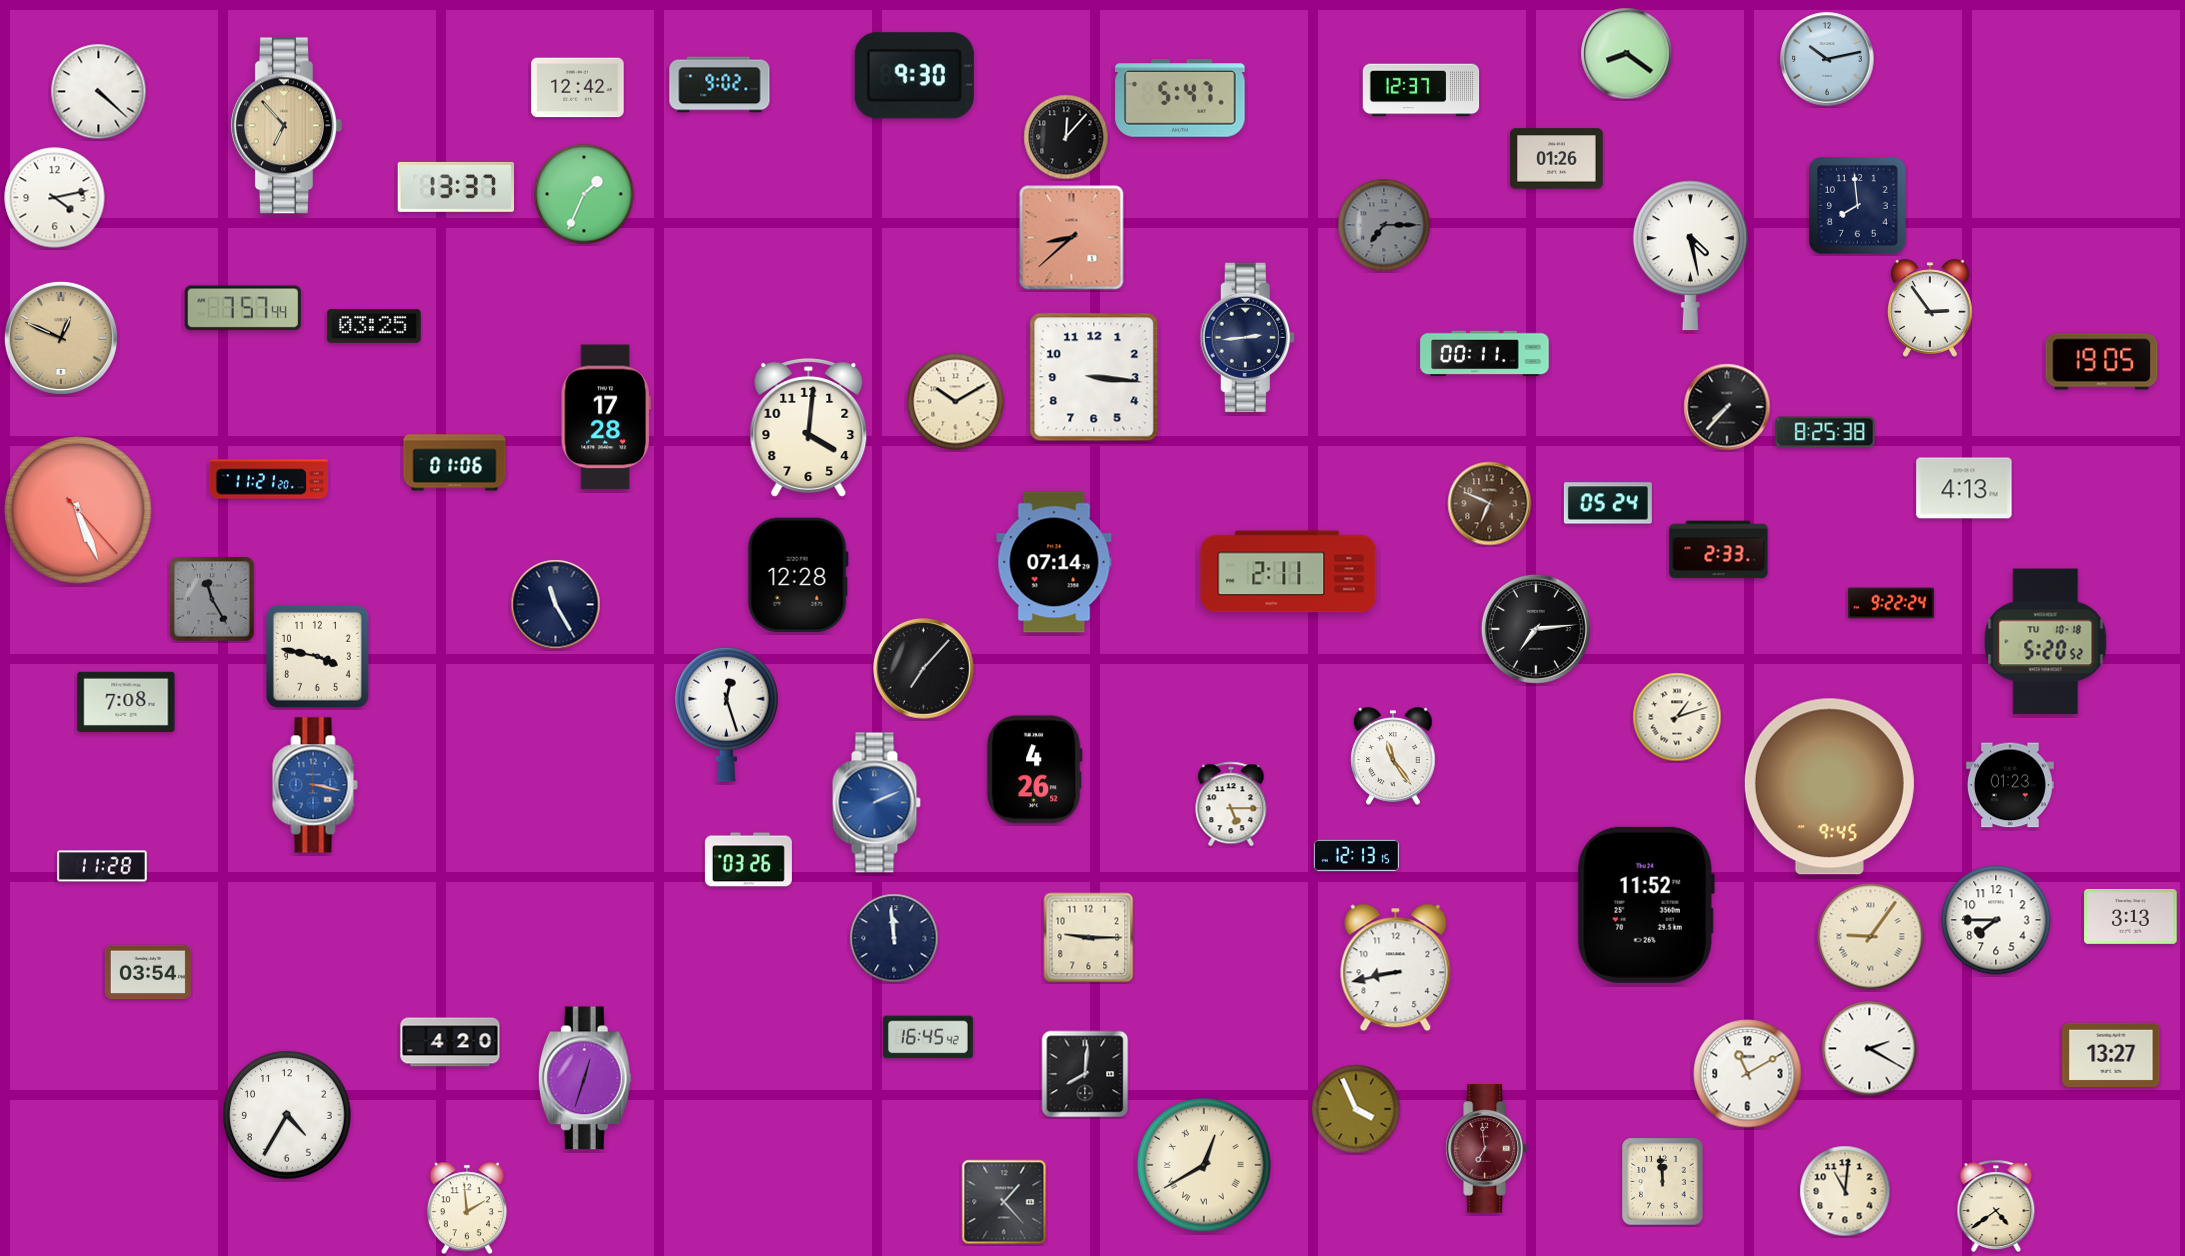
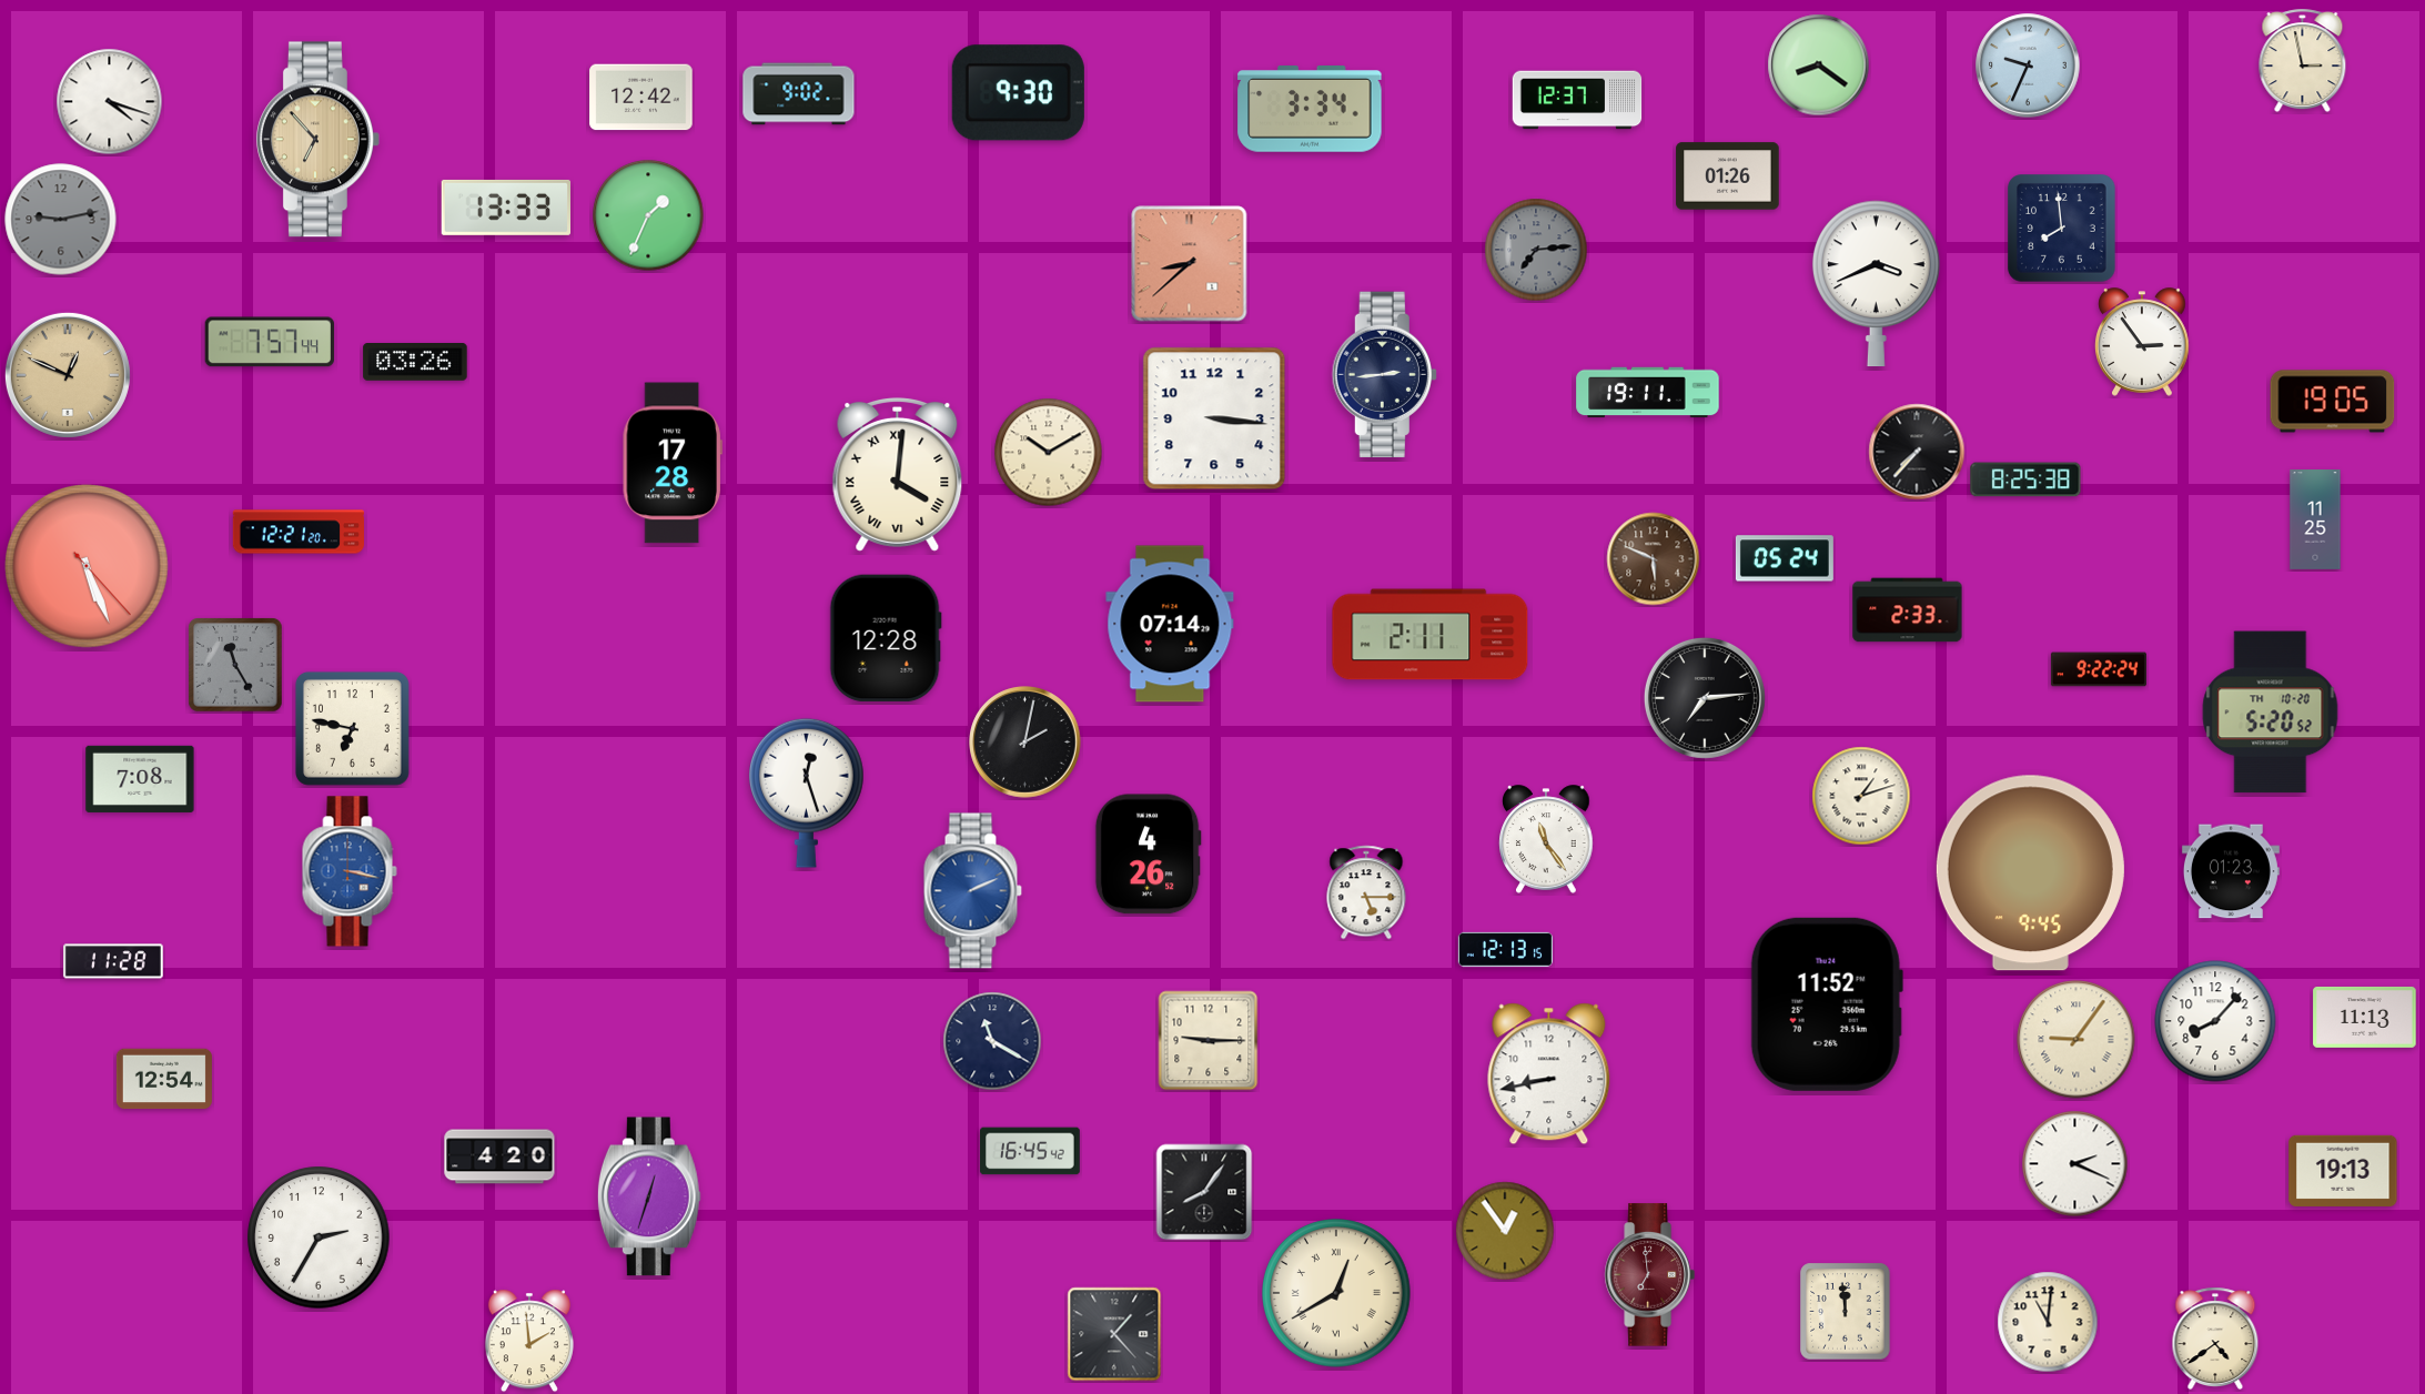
clock at (1627, 54) position: (1627, 54) -> (1819, 65)
clock at (2303, 61): none -> 2:58
clock at (1827, 59): 10:13 -> 9:34
clock at (914, 76) position: (914, 76) -> (1018, 93)
clock at (99, 92): 4:22 -> 4:18
clock at (1180, 99): 5:47 -> 3:34
clock at (1066, 137): 12:07 -> none
clock at (455, 187): 13:37 -> 13:33
clock at (55, 198): 4:13 -> 9:13
clock at (55, 198) dial: white -> grey
clock at (1384, 225): 7:15 -> 7:14
clock at (1690, 256): 4:28 -> 3:41
clock at (374, 327): 03:25 -> 03:26
clock at (1485, 354): 00:11 -> 19:11
clock at (956, 402) position: (956, 402) -> (1049, 453)
clock at (809, 427) numerals: Arabic -> Roman
clock at (455, 463): 01:06 -> none
clock at (2315, 519): none -> 11:25
clock at (268, 479): 11:21 -> 12:21
clock at (1964, 488): 4:13 -> none
clock at (1490, 504): 6:49 -> 5:49
clock at (556, 605): 11:25 -> none
clock at (2046, 642) date: TU 10-18 -> TH 10-20
clock at (317, 656): 3:47 -> 6:47
clock at (924, 669): 7:07 -> 2:02
clock at (748, 860): 03:26 -> none
clock at (2131, 916): 3:13 -> 11:13
clock at (1996, 920): 7:45 -> 8:07
clock at (894, 938): 11:59 -> 11:20
clock at (148, 972): 03:54 -> 12:54
clock at (1870, 1049): 2:20 -> 2:19
clock at (2111, 1055): 13:27 -> 19:13
clock at (1085, 1074): 8:01 -> 8:06
clock at (1748, 1074): 11:10 -> none
clock at (1356, 1109): 3:56 -> 12:54
clock at (287, 1115): 4:35 -> 2:35
clock at (467, 1208) position: (467, 1208) -> (529, 1341)
